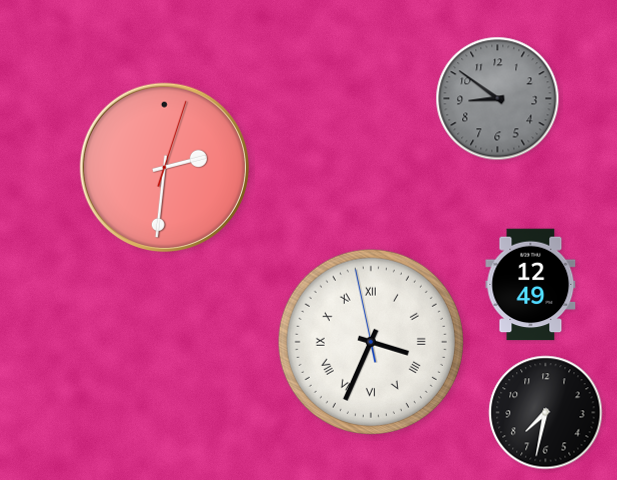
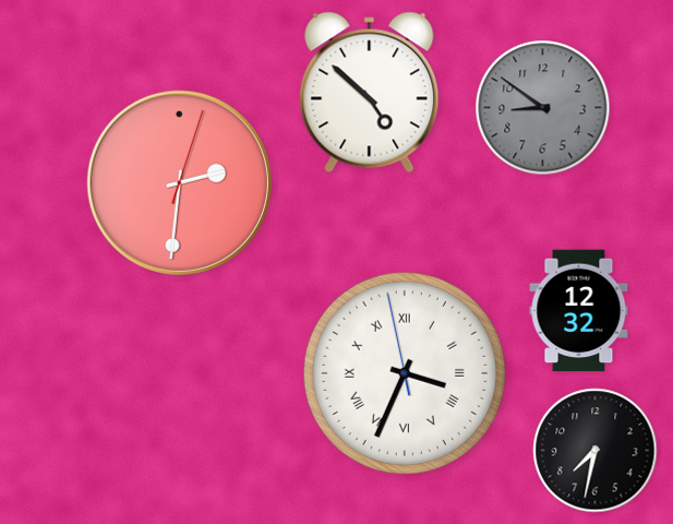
clock at (370, 93): none -> 4:52
clock at (531, 285): 12:49 -> 12:32
